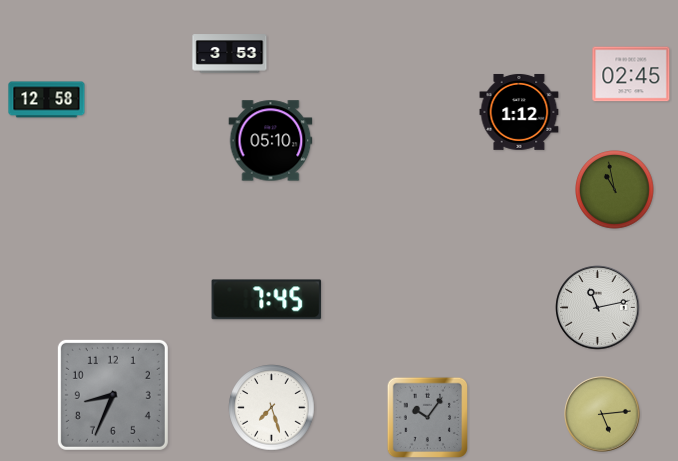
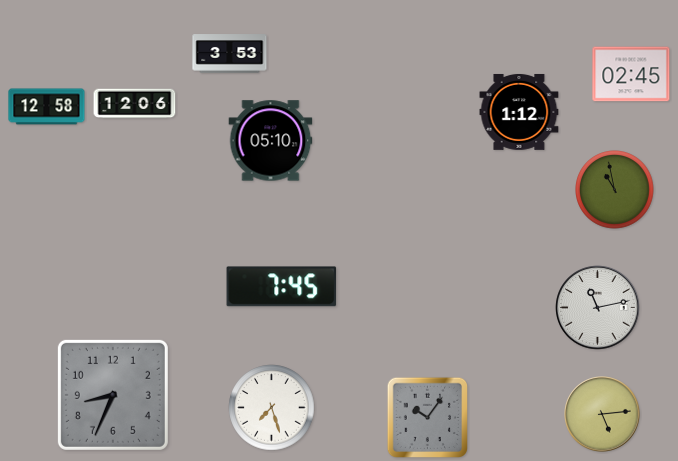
clock at (47, 100) position: (47, 100) -> (47, 107)
clock at (135, 104): none -> 12:06
clock at (267, 300) position: (267, 300) -> (282, 287)
